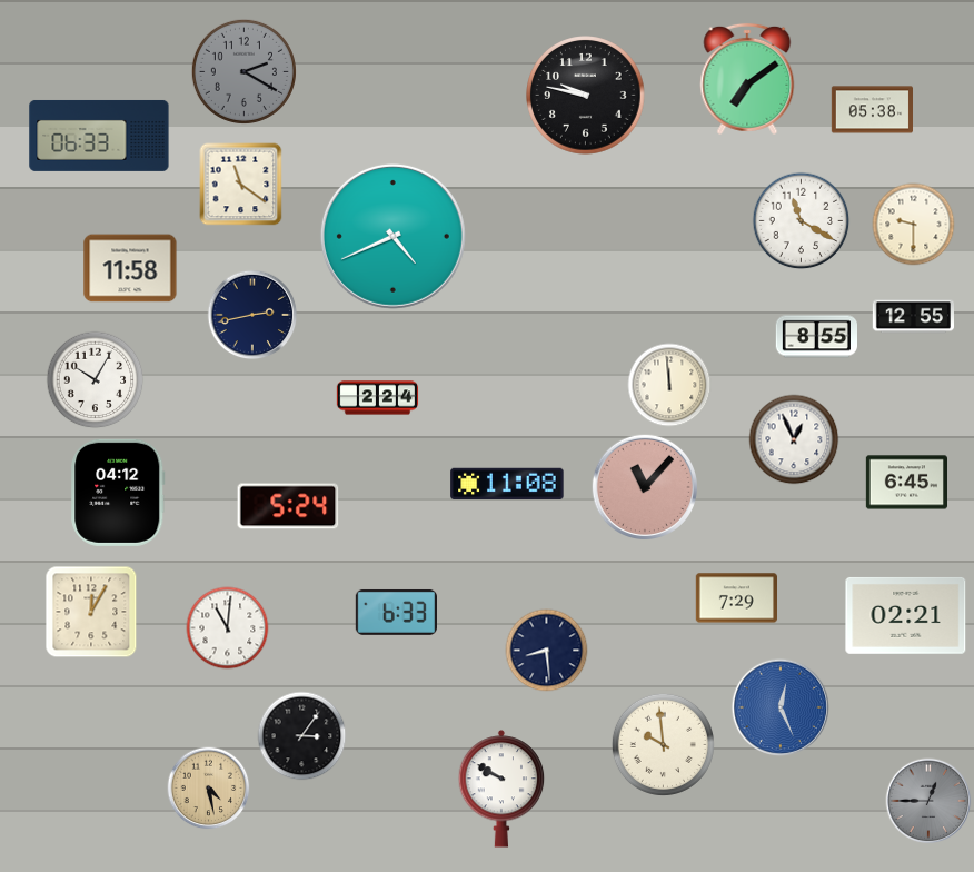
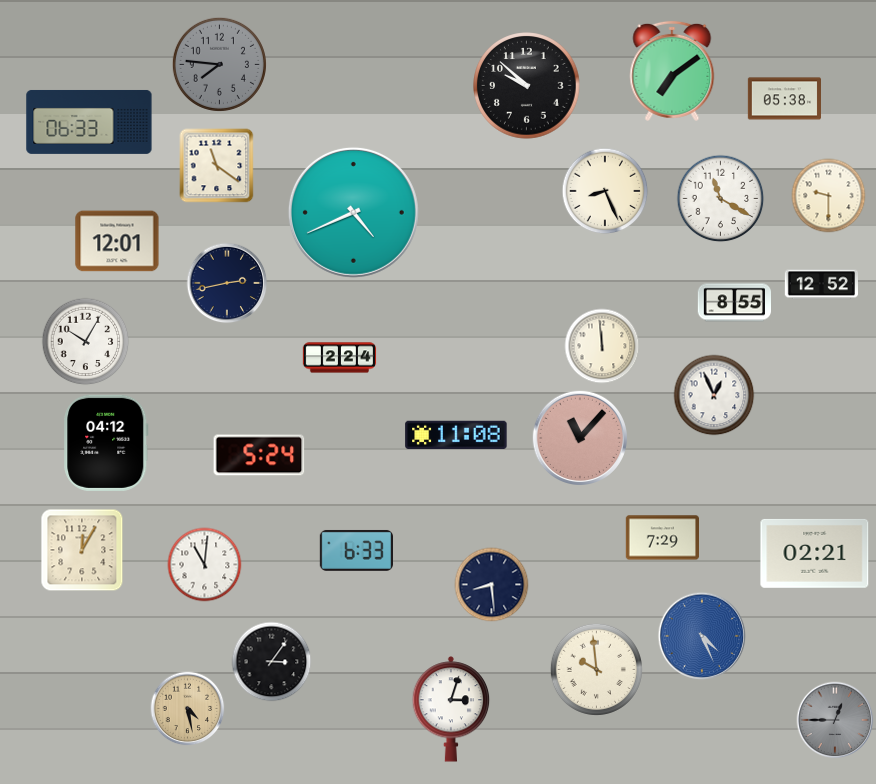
clock at (244, 71): 2:20 -> 7:46
clock at (586, 96): 9:47 -> 9:52
clock at (605, 191): none -> 8:26
clock at (914, 225) position: (914, 225) -> (829, 196)
clock at (130, 268): 11:58 -> 12:01
clock at (913, 317): 12:55 -> 12:52
clock at (906, 483): 6:45 -> none
clock at (781, 707): 12:26 -> 4:26
clock at (501, 789): 9:50 -> 3:03
